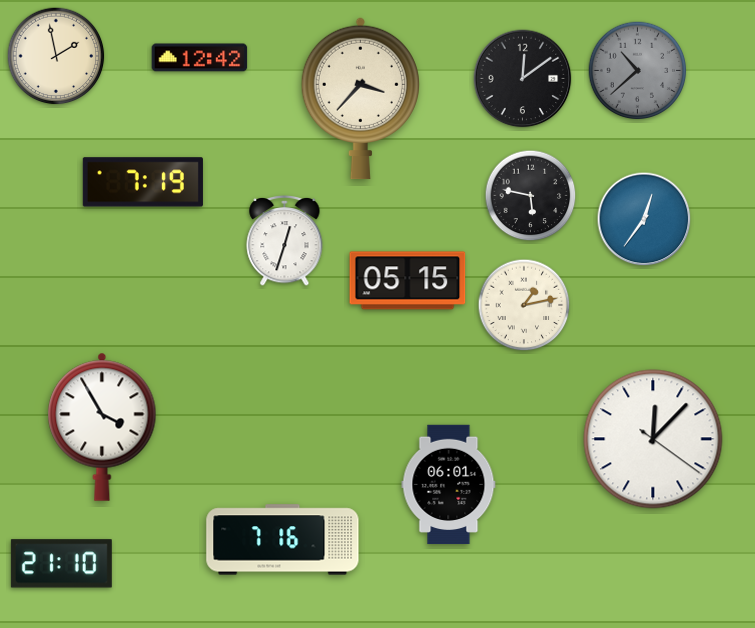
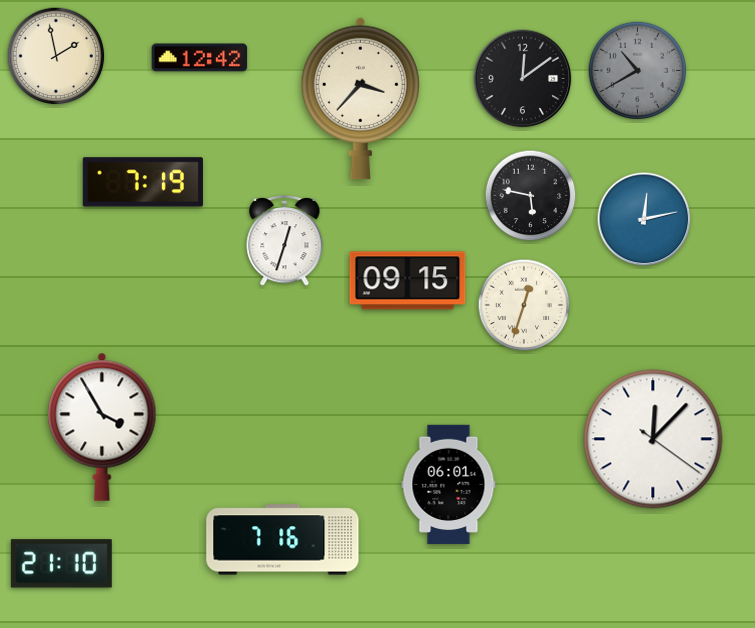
clock at (638, 71): 10:38 -> 10:40
clock at (644, 219): 12:36 -> 12:13
clock at (408, 281): 05:15 -> 09:15
clock at (524, 305): 1:13 -> 12:33
